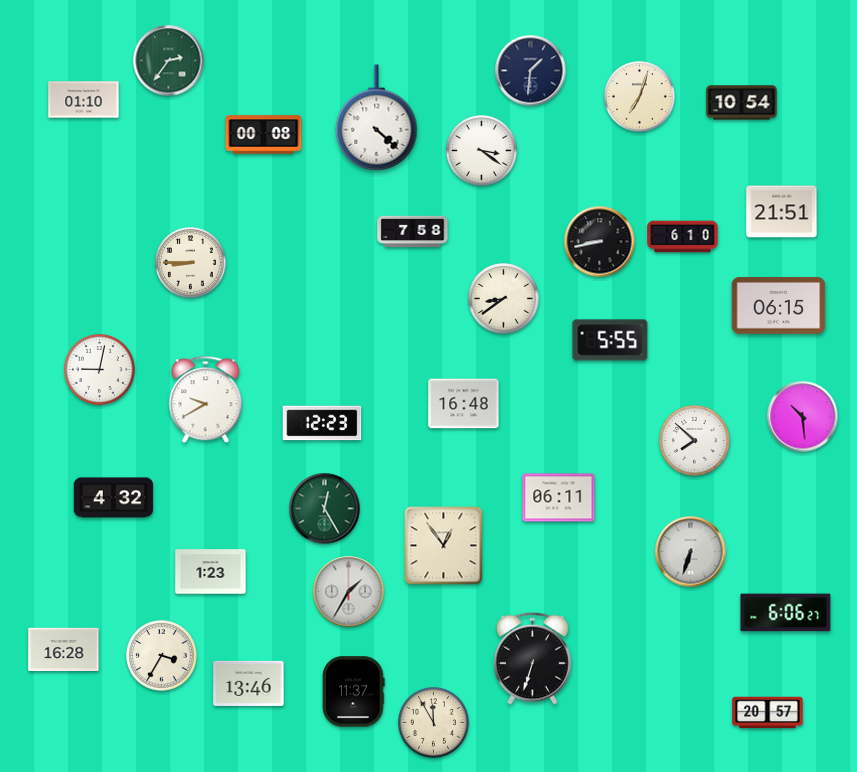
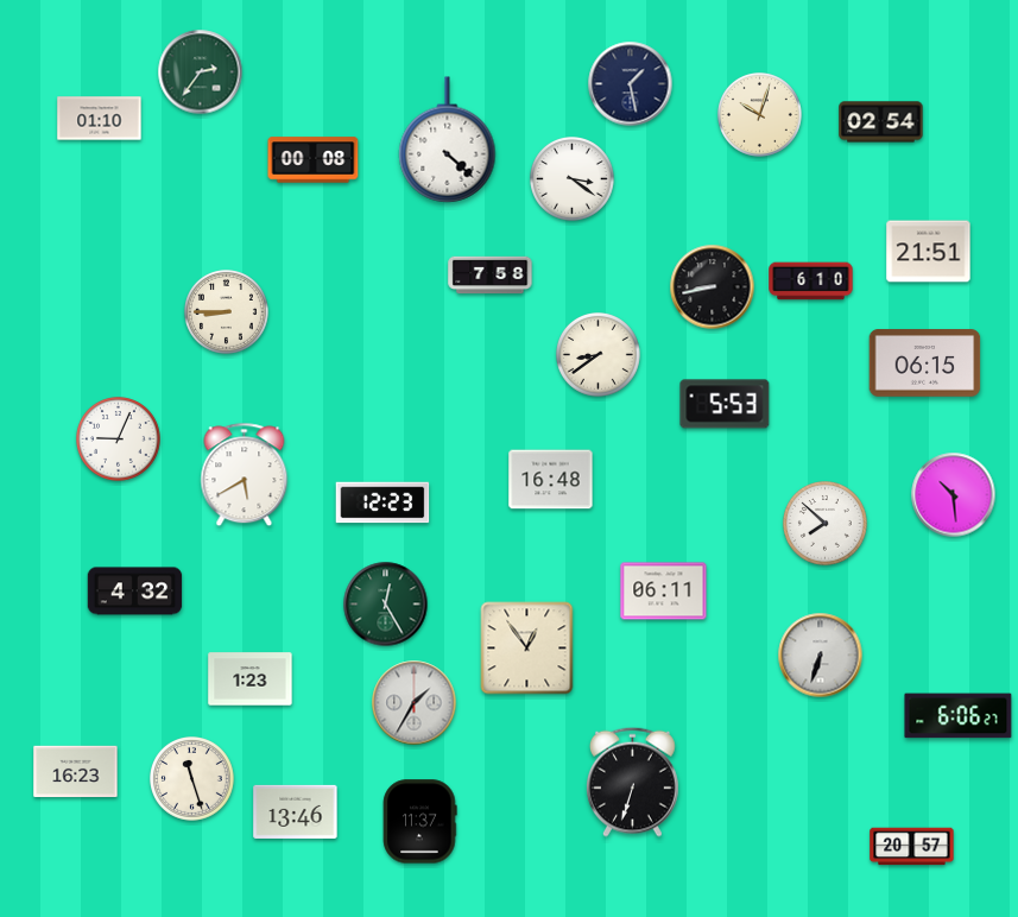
clock at (531, 71): 1:31 -> 1:28
clock at (640, 97): 7:03 -> 10:03
clock at (742, 103): 10:54 -> 02:54
clock at (610, 340): 5:55 -> 5:53
clock at (100, 370): 9:02 -> 9:04
clock at (206, 400): 9:40 -> 5:40
clock at (786, 613) position: (786, 613) -> (959, 716)
clock at (64, 649): 16:28 -> 16:23
clock at (162, 656): 3:35 -> 11:27
clock at (434, 723): 11:55 -> none
